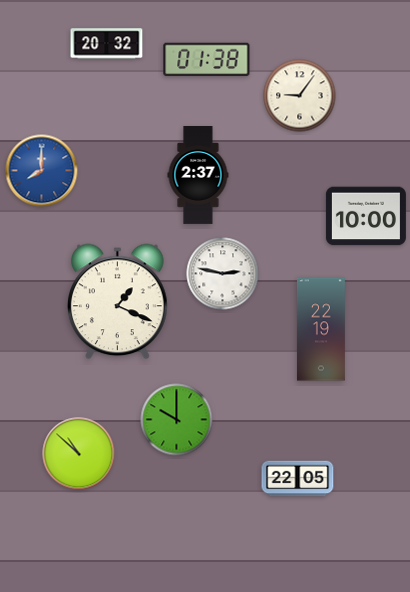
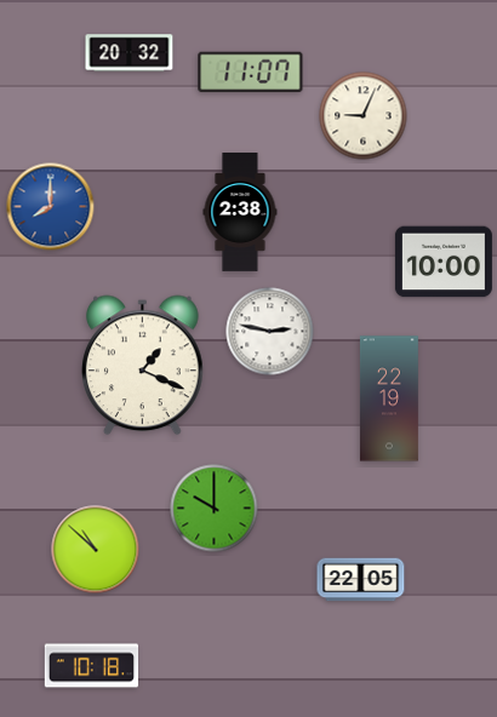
clock at (207, 60): 01:38 -> 11:07
clock at (300, 96): 9:06 -> 9:04
clock at (198, 176): 2:37 -> 2:38
clock at (92, 666): none -> 10:18
